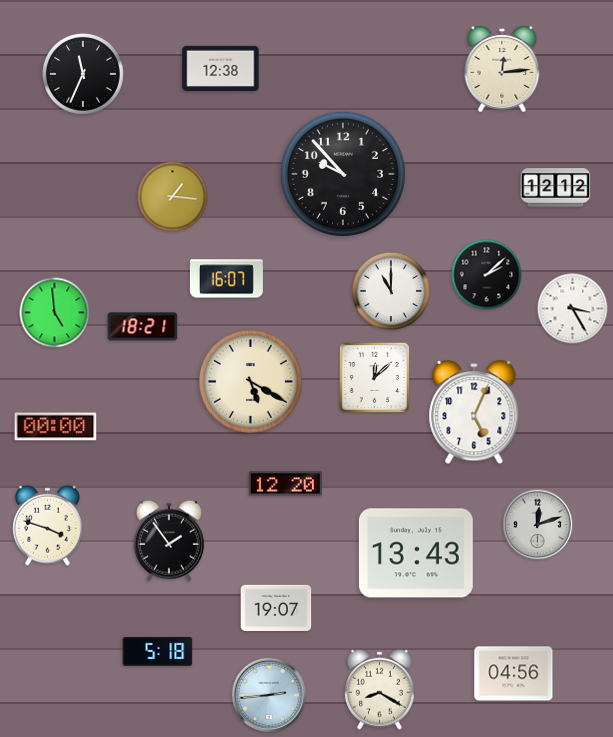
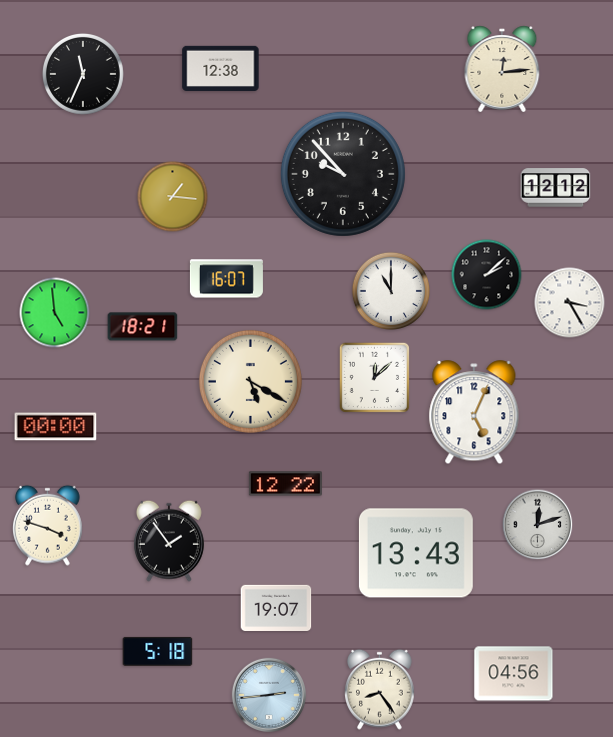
clock at (573, 309) position: (573, 309) -> (570, 303)
clock at (285, 484): 12:20 -> 12:22
clock at (380, 689): 8:20 -> 8:24
